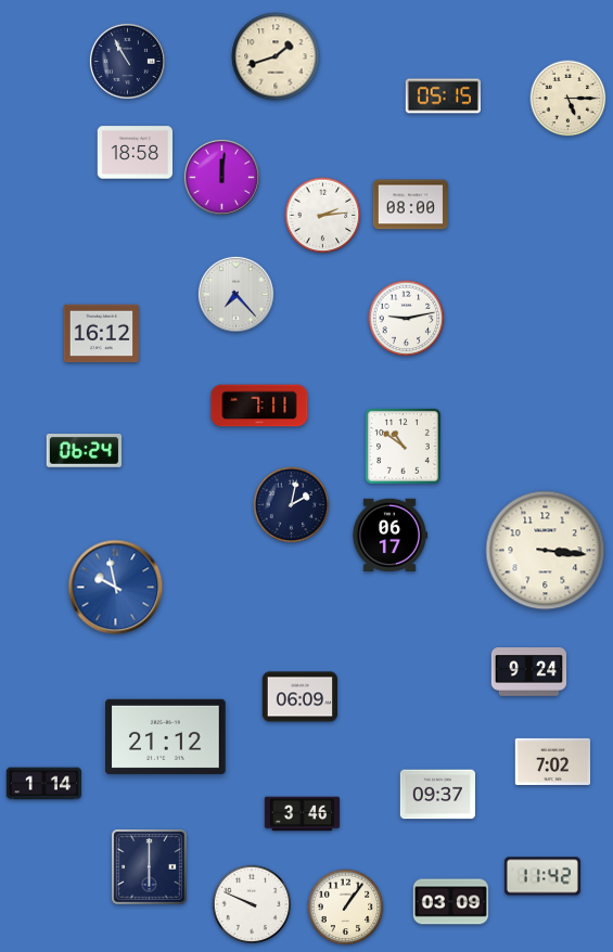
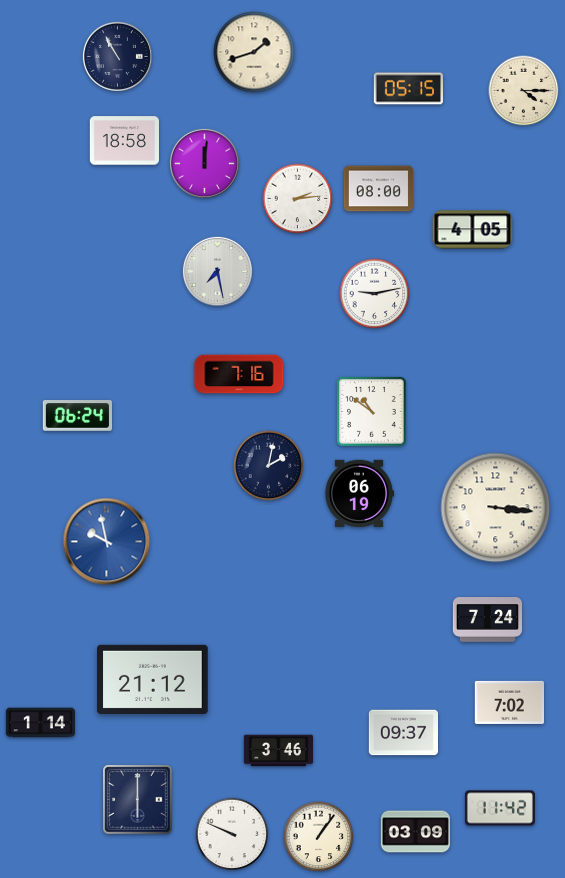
clock at (569, 99): 5:15 -> 4:15
clock at (473, 230): none -> 4:05
clock at (235, 294): 7:23 -> 7:28
clock at (101, 334): 16:12 -> none
clock at (259, 406): 7:11 -> 7:16
clock at (388, 535): 06:17 -> 06:19
clock at (546, 551) position: (546, 551) -> (496, 508)
clock at (529, 672): 9:24 -> 7:24
clock at (301, 697): 06:09 -> none
